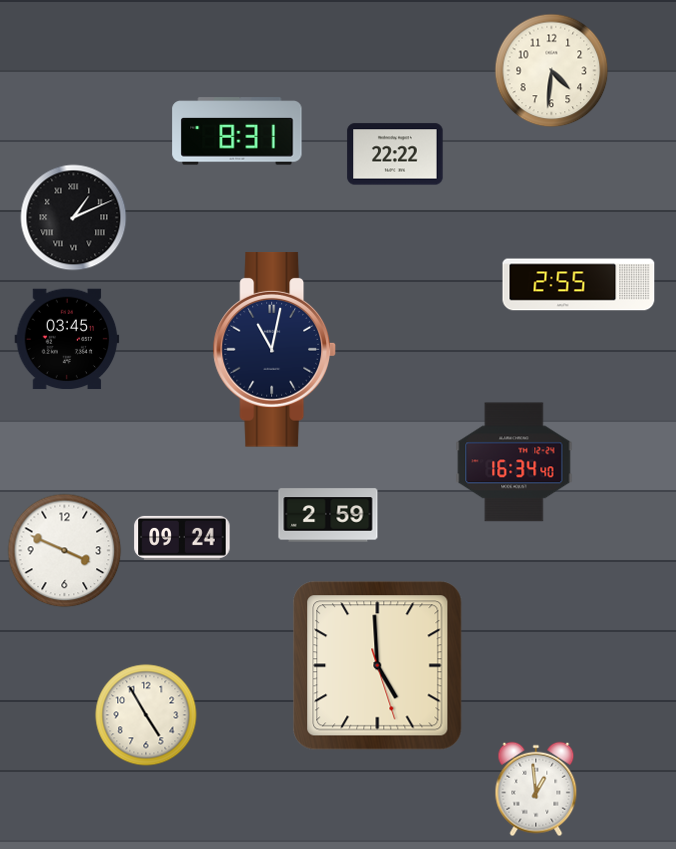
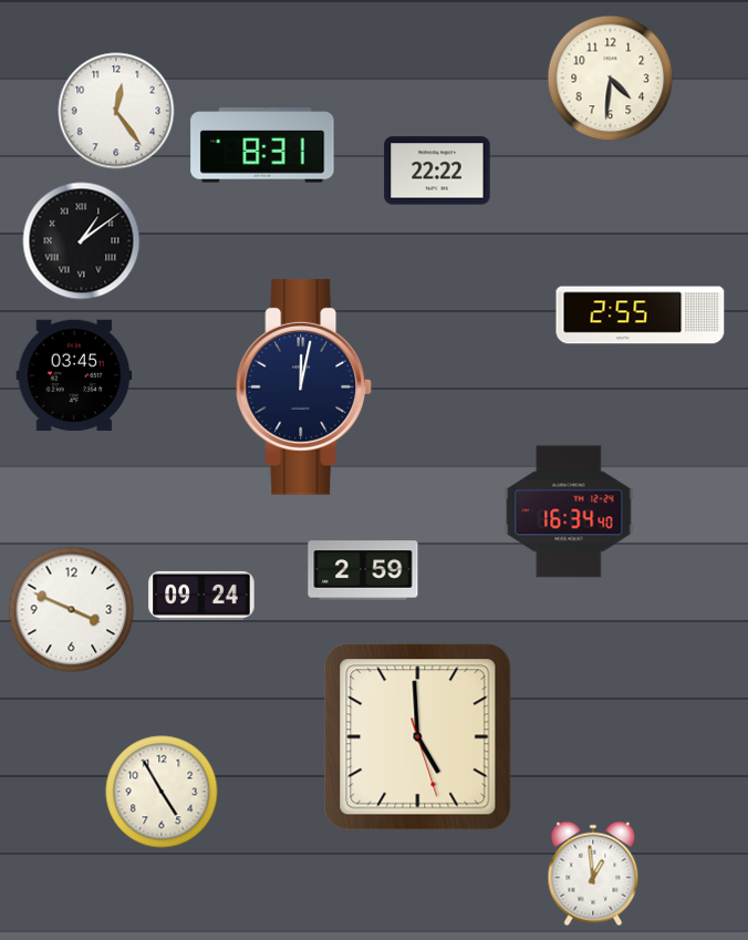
clock at (116, 111): none -> 12:24
clock at (74, 218): 1:11 -> 1:09
clock at (275, 350): 11:02 -> 12:02
